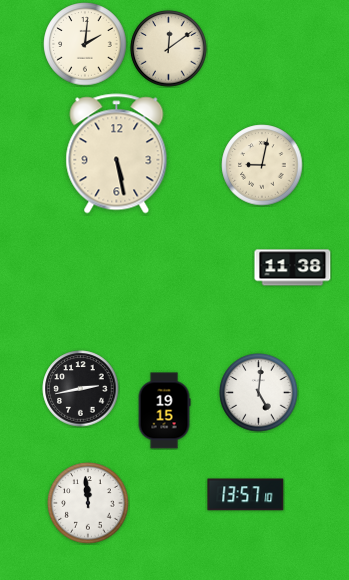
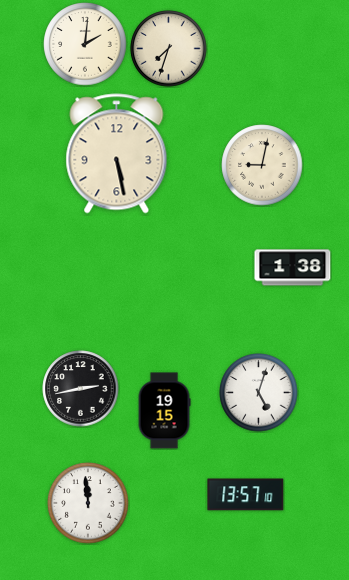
clock at (169, 49): 12:09 -> 7:33
clock at (293, 268): 11:38 -> 1:38
clock at (259, 393): 5:01 -> 5:03
